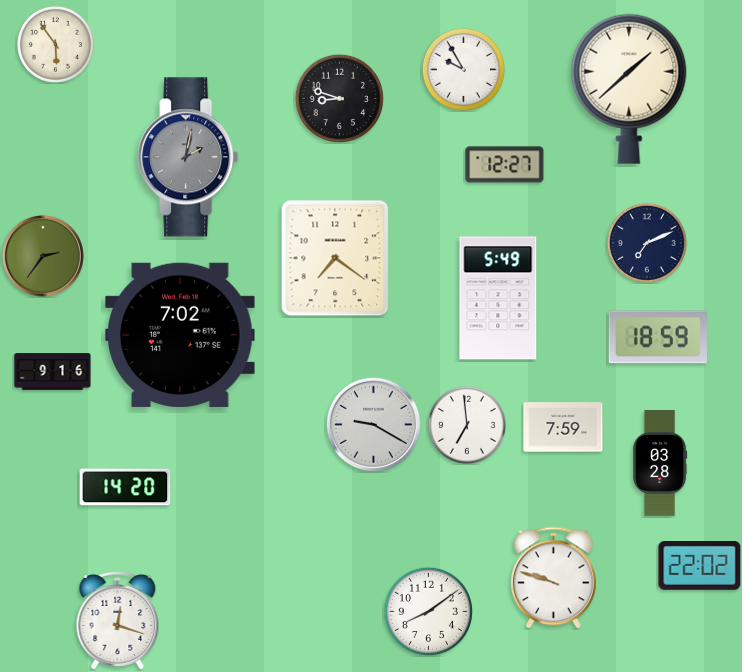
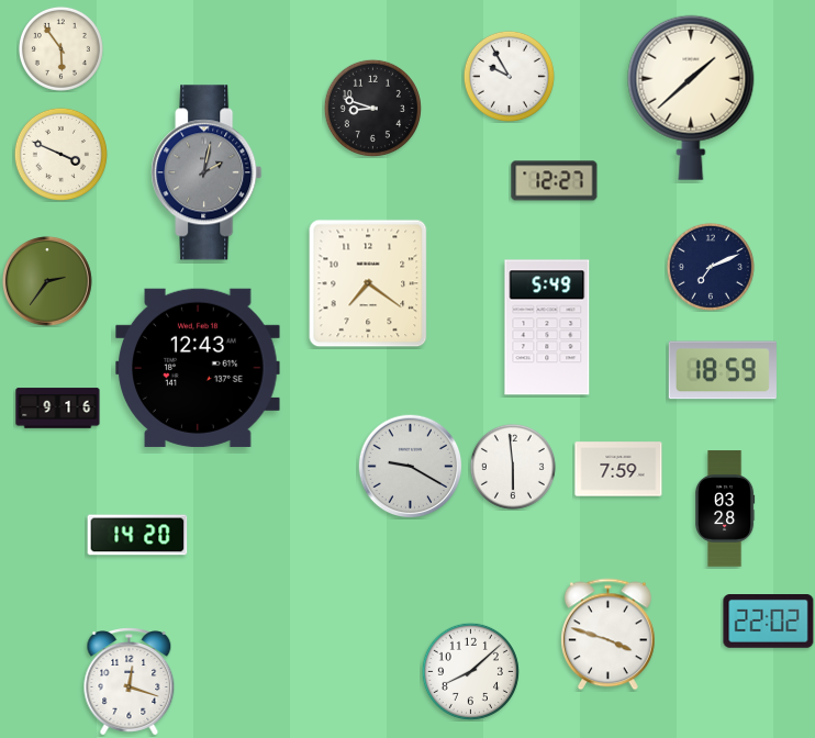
clock at (60, 154): none -> 3:49
clock at (180, 335): 7:02 -> 12:43
clock at (467, 425): 6:59 -> 5:59
clock at (554, 578): 9:48 -> 3:48
clock at (428, 611): 8:09 -> 8:08
